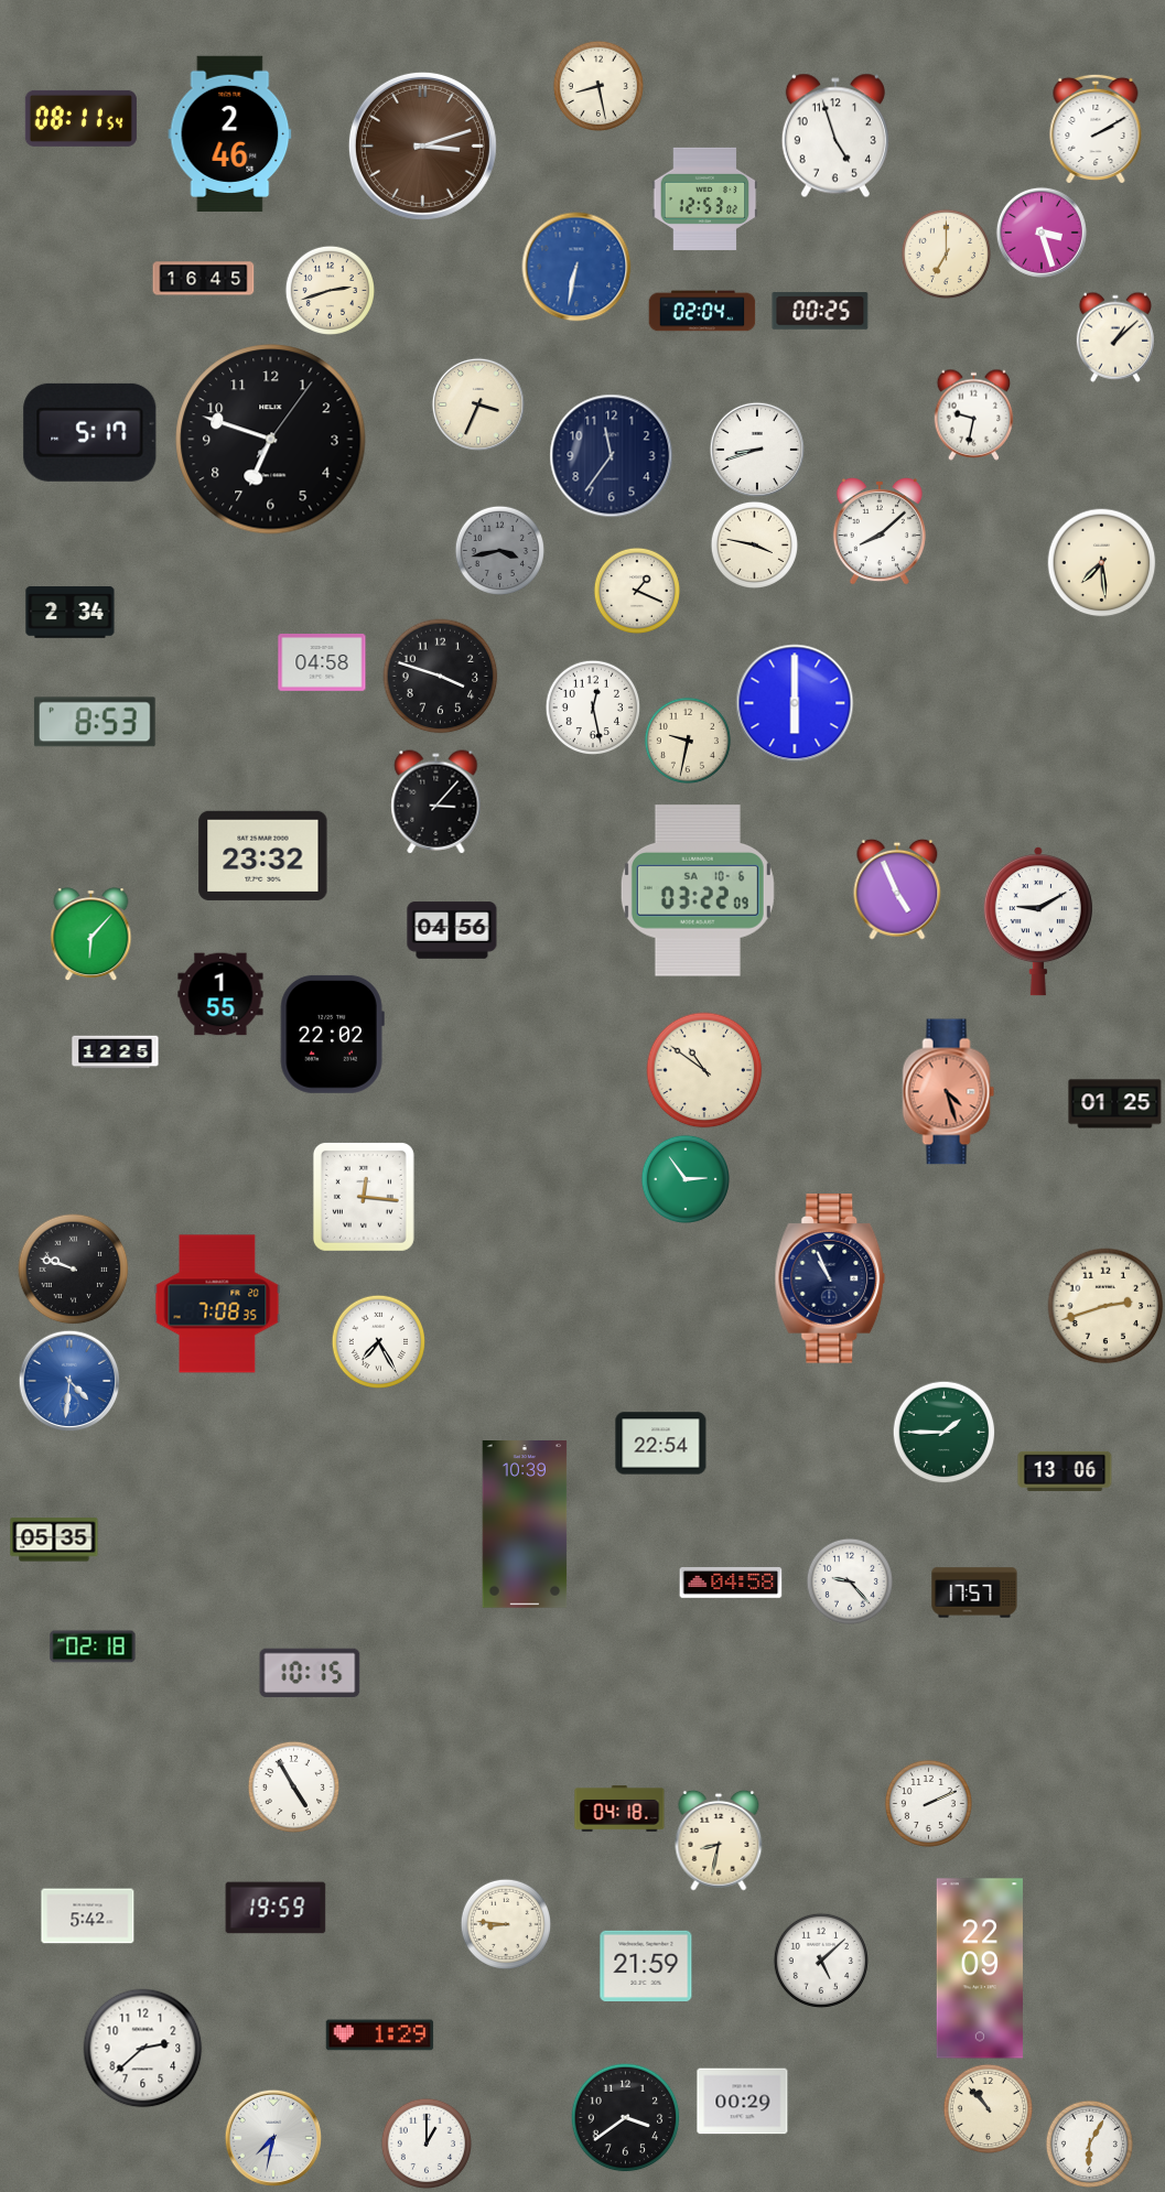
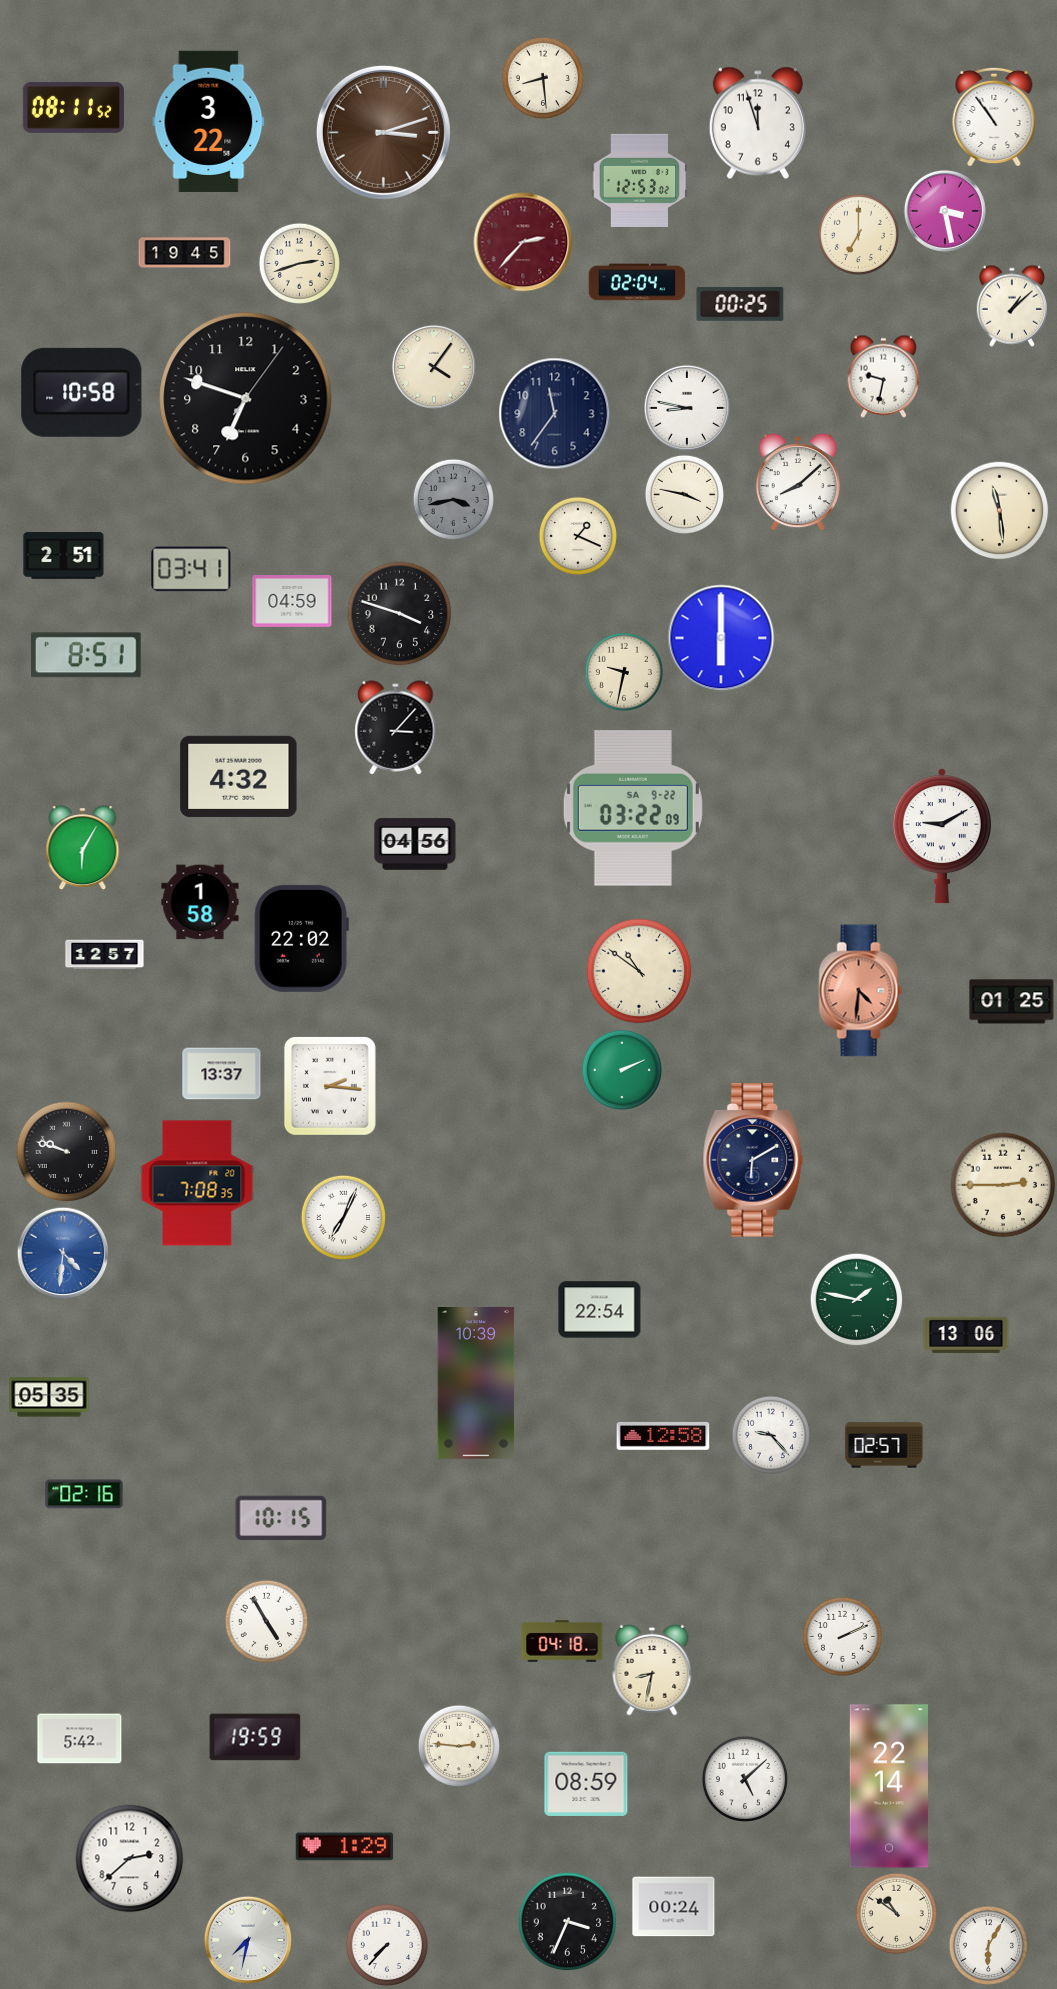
clock at (597, 85): 8:28 -> 8:29
clock at (80, 118): 08:11:54 -> 08:11:52
clock at (1096, 128): 2:10 -> 10:54
clock at (230, 133): 2:46 -> 3:22
clock at (835, 136): 4:57 -> 11:57
clock at (1042, 233): 3:27 -> 3:28
clock at (946, 253) position: (946, 253) -> (858, 234)
clock at (576, 267): 6:32 -> 2:37
clock at (576, 267) dial: blue -> burgundy
clock at (204, 279): 16:45 -> 19:45
clock at (820, 311) position: (820, 311) -> (740, 304)
clock at (478, 404): 3:34 -> 4:06
clock at (90, 432): 5:17 -> 10:58
clock at (757, 450): 8:42 -> 8:47
clock at (1102, 563): 7:29 -> 11:29
clock at (71, 613): 2:34 -> 2:51
clock at (191, 569): none -> 03:41
clock at (322, 663): 04:58 -> 04:59
clock at (592, 706): 12:28 -> none
clock at (95, 722): 8:53 -> 8:51
clock at (263, 855): 23:32 -> 4:32
clock at (897, 889): 4:56 -> none
clock at (698, 890) date: SA 10-6 -> SA 9-22
clock at (452, 930) position: (452, 930) -> (415, 844)
clock at (91, 935): 6:07 -> 6:05
clock at (220, 994): 1:55 -> 1:58
clock at (116, 1052): 12:25 -> 12:57
clock at (949, 1092): 4:27 -> 4:31
clock at (686, 1179): 2:54 -> 2:11
clock at (222, 1074): none -> 13:37
clock at (364, 1197): 12:16 -> 2:16
clock at (830, 1278): 10:56 -> 6:10
clock at (1105, 1306): 2:42 -> 2:45
clock at (378, 1341): 7:25 -> 7:04
clock at (943, 1432): 1:45 -> 1:47
clock at (731, 1583): 04:58 -> 12:58
clock at (974, 1592): 17:57 -> 02:57
clock at (93, 1646): 02:18 -> 02:16
clock at (276, 1908) position: (276, 1908) -> (255, 1737)
clock at (505, 1923): 8:46 -> 2:46
clock at (646, 1966): 21:59 -> 08:59
clock at (980, 1968): 22:09 -> 22:14
clock at (743, 2102): 00:29 -> 00:24
clock at (988, 2108): 10:53 -> 10:51
clock at (626, 2118): 3:39 -> 3:34
clock at (425, 2142): 1:00 -> 7:37
